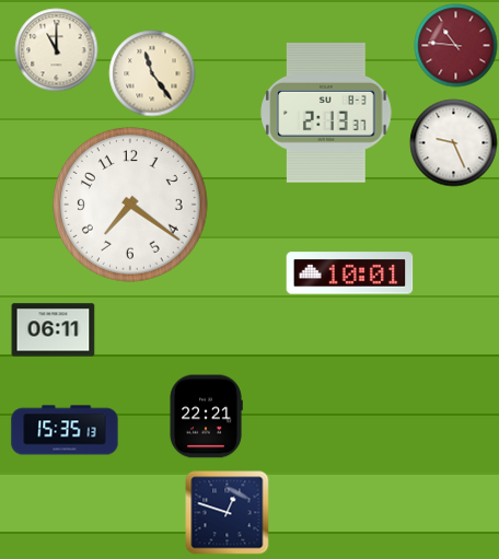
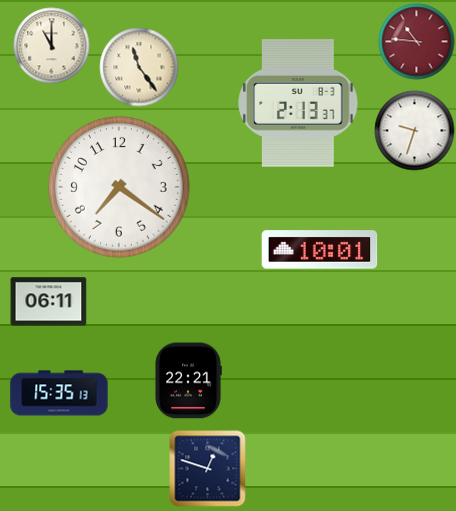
clock at (454, 143): 9:26 -> 9:33
